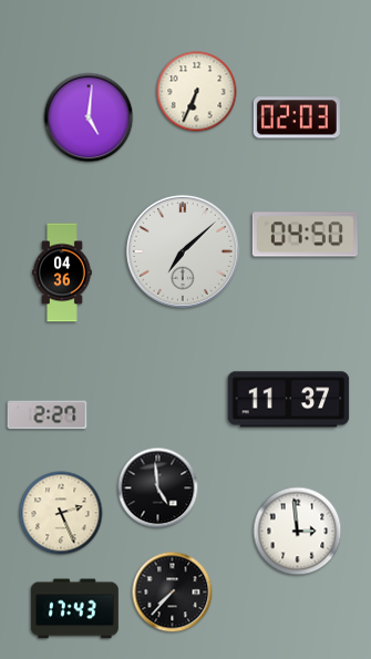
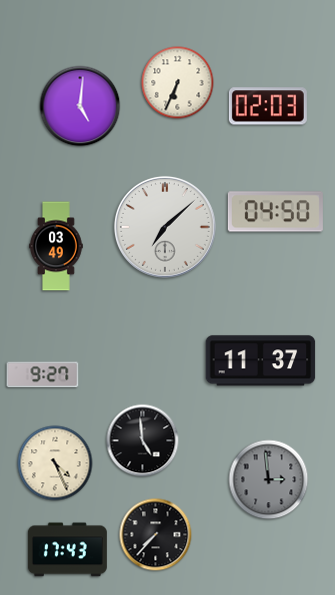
clock at (62, 272): 04:36 -> 03:49
clock at (48, 415): 2:27 -> 9:27
clock at (61, 513): 2:26 -> 4:26
clock at (298, 532) dial: white -> grey
